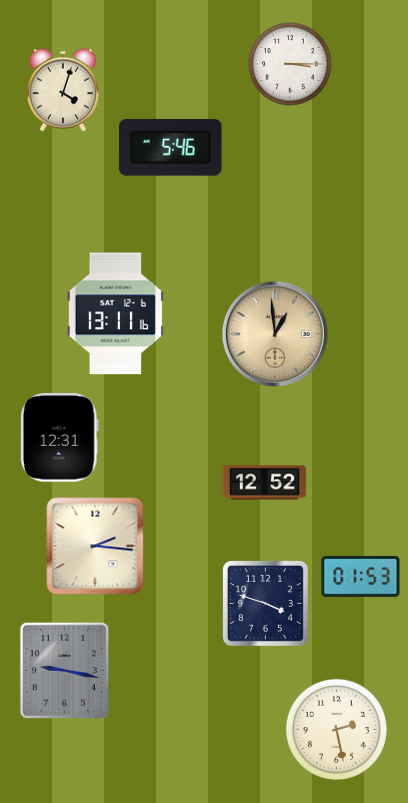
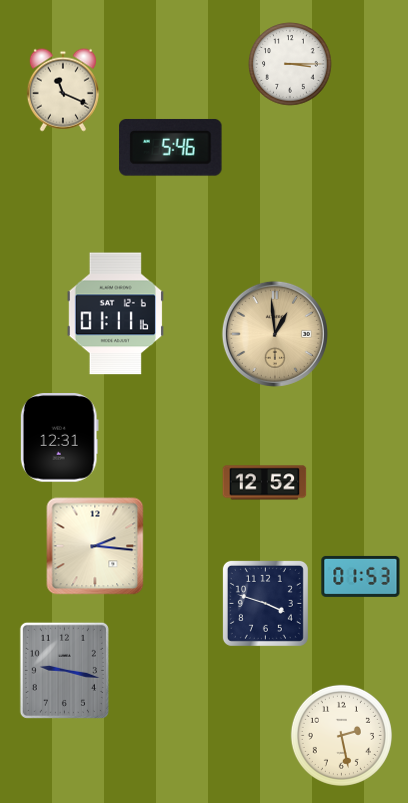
clock at (63, 90): 4:03 -> 11:19
clock at (115, 314): 13:11 -> 01:11
clock at (336, 729) position: (336, 729) -> (341, 735)
